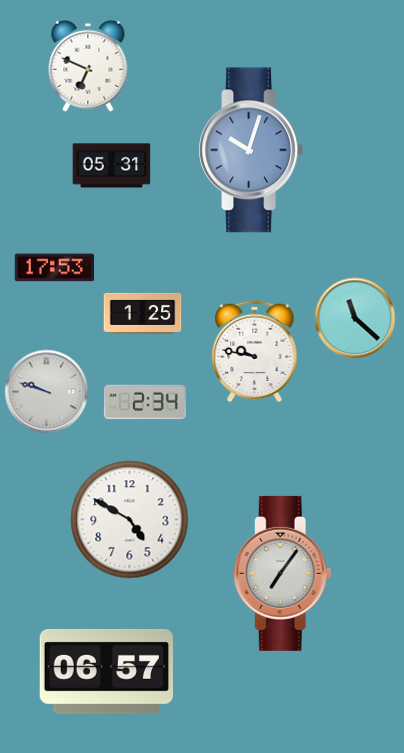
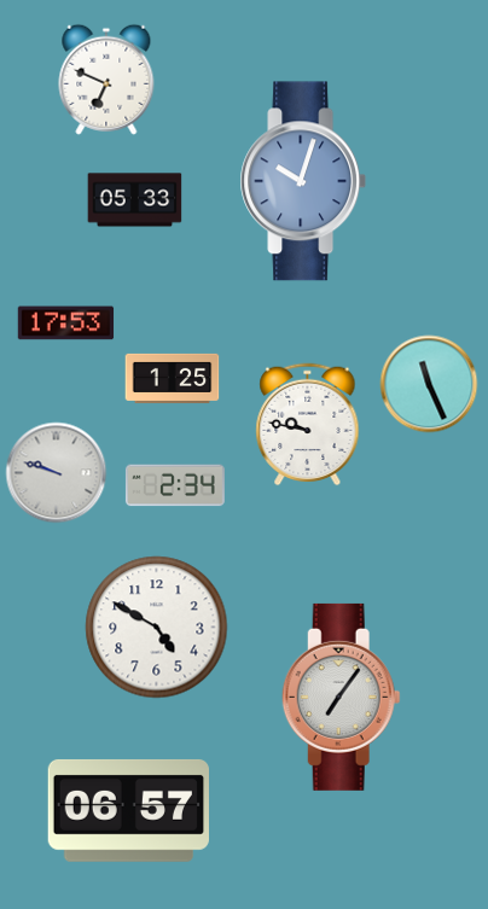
clock at (112, 166): 05:31 -> 05:33
clock at (355, 318): 11:22 -> 11:26
clock at (282, 573) position: (282, 573) -> (341, 697)
